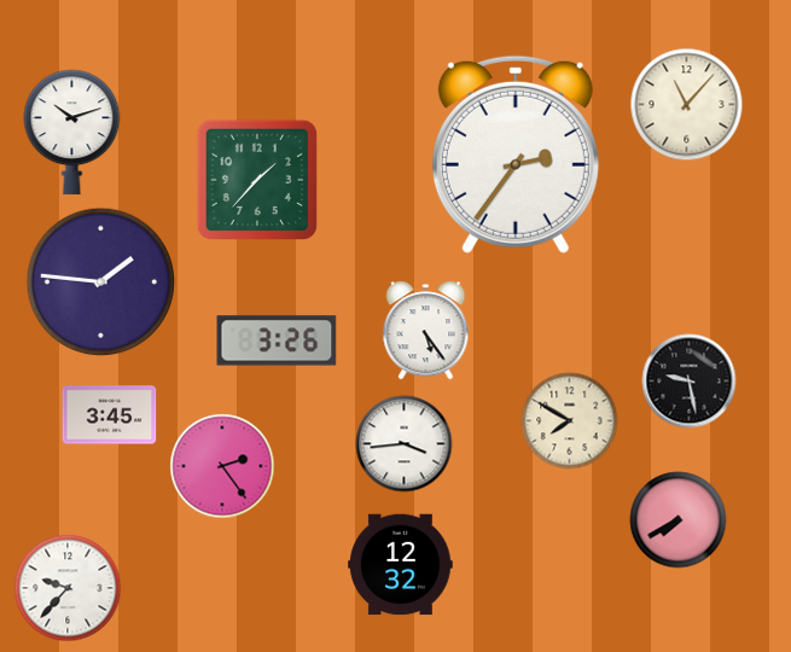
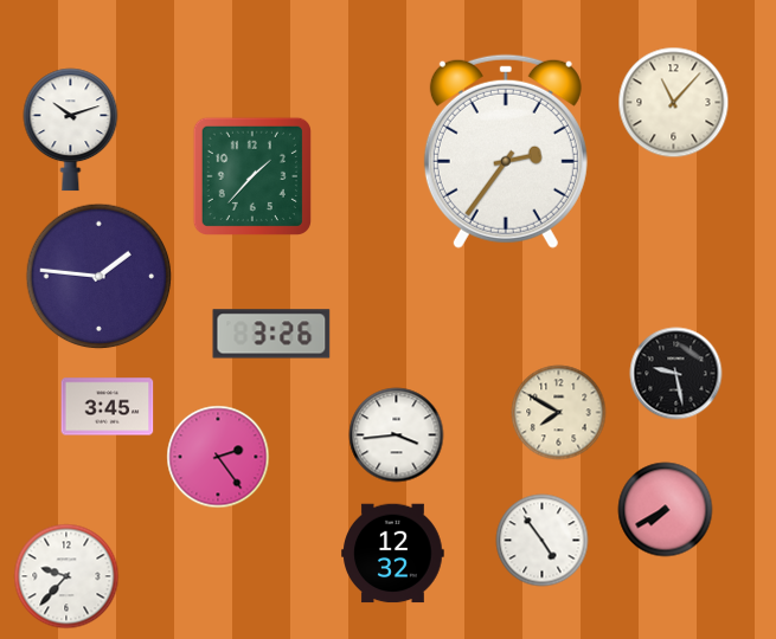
clock at (426, 331): 5:24 -> none
clock at (543, 541): none -> 4:54
